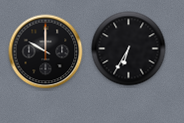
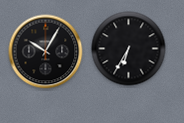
clock at (46, 52): 10:00 -> 10:05
